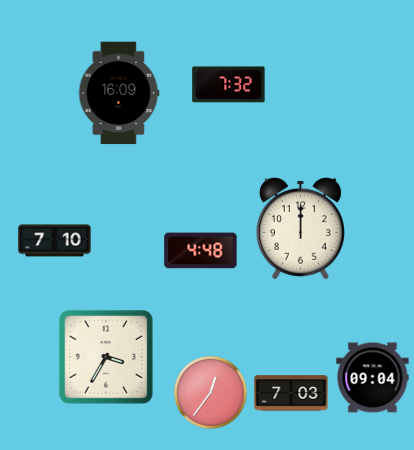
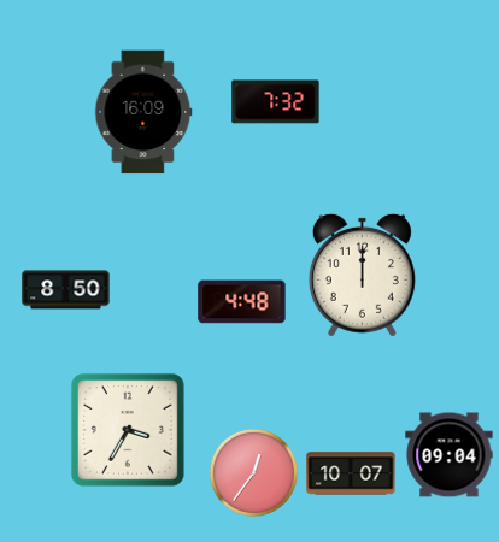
clock at (55, 241): 7:10 -> 8:50
clock at (291, 393): 7:03 -> 10:07
